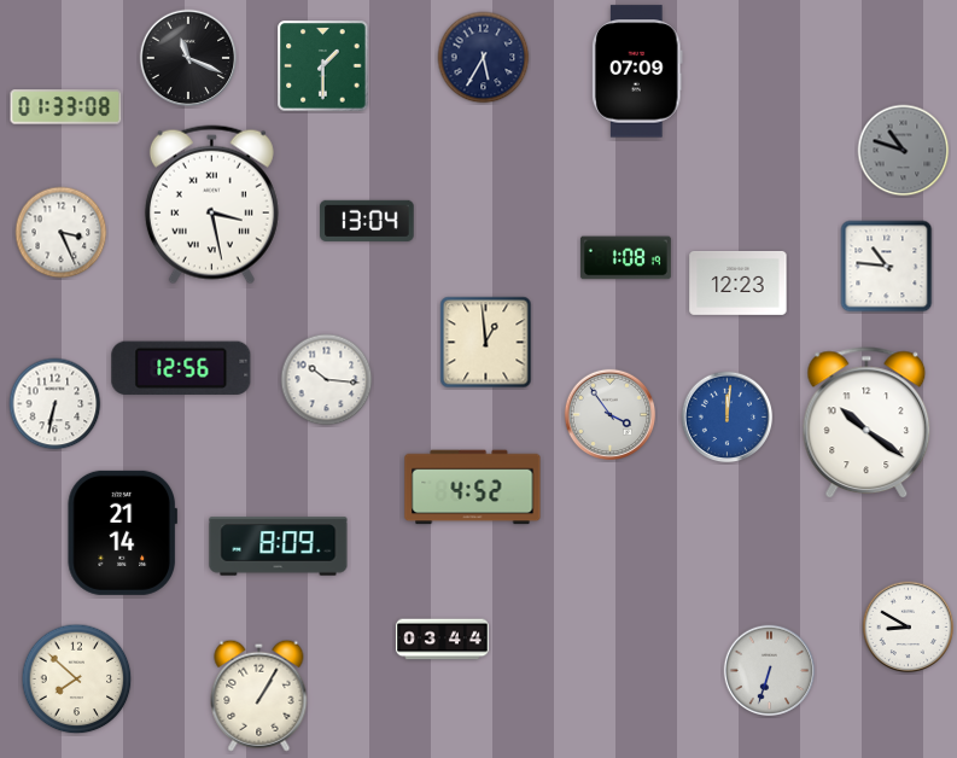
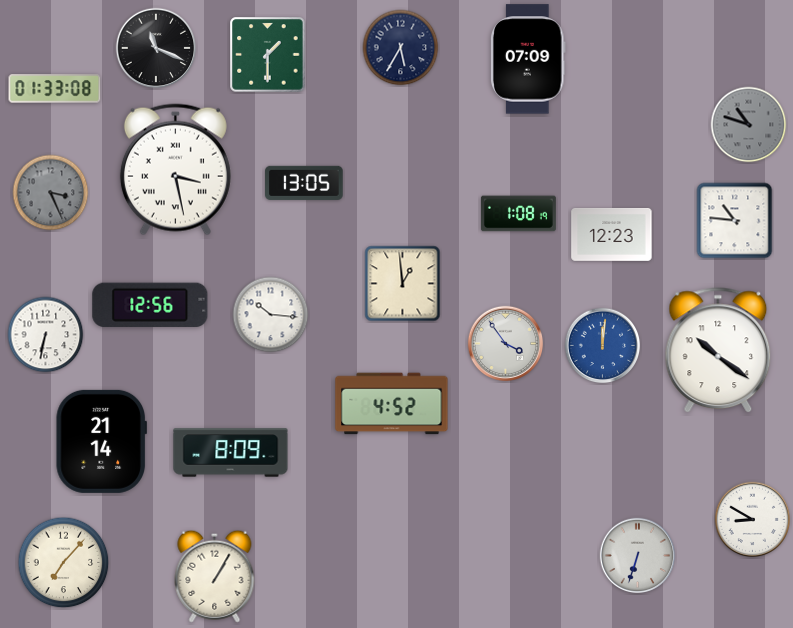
clock at (367, 221): 13:04 -> 13:05
clock at (62, 233) dial: white -> grey
clock at (443, 640): 03:44 -> none
clock at (77, 680): 7:52 -> 7:07
